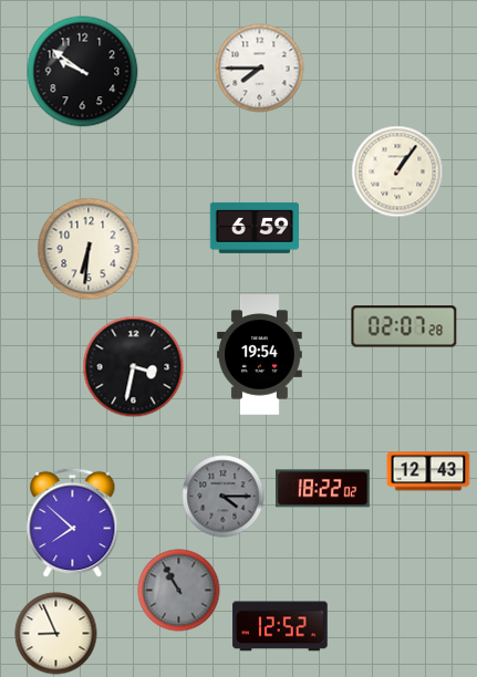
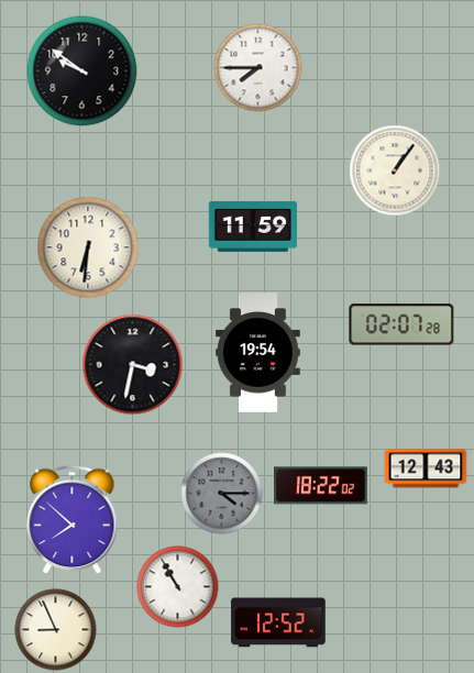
clock at (253, 228): 6:59 -> 11:59
clock at (179, 591) dial: grey -> white
